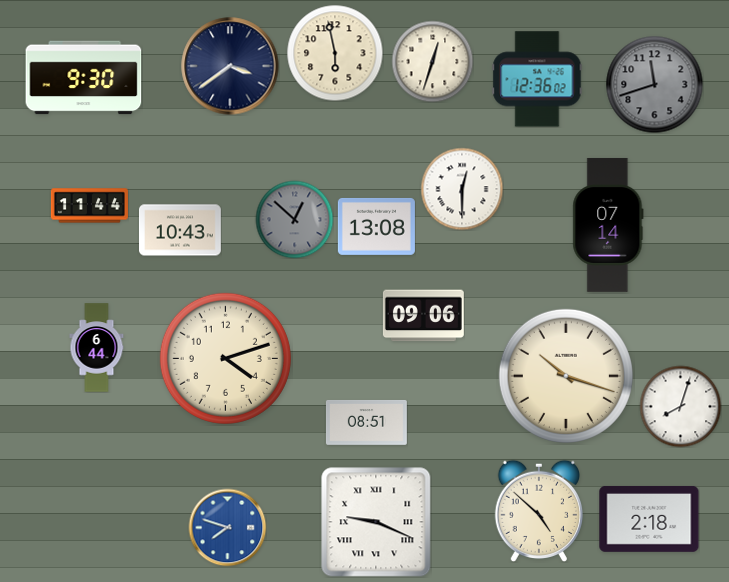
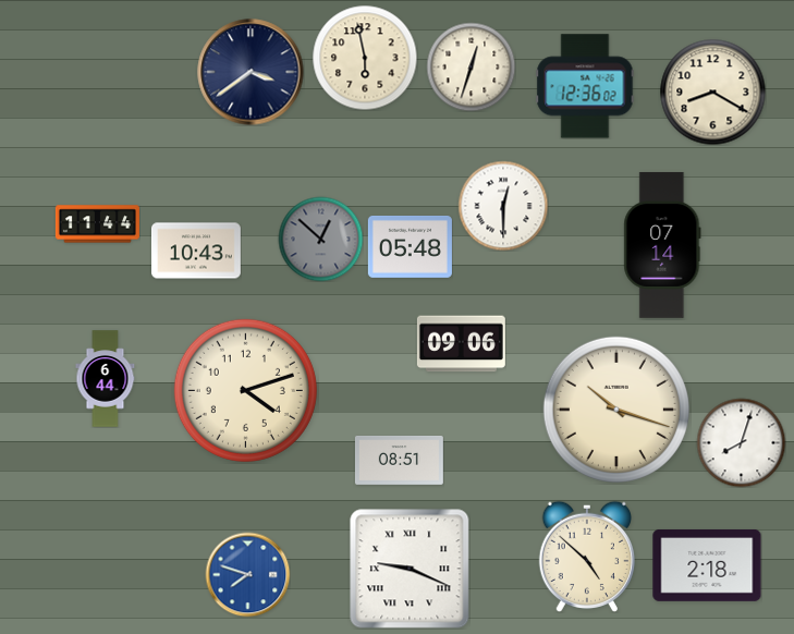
clock at (84, 78): 9:30 -> none
clock at (654, 84): 11:42 -> 8:20
clock at (654, 84) dial: grey -> cream
clock at (376, 226): 13:08 -> 05:48
